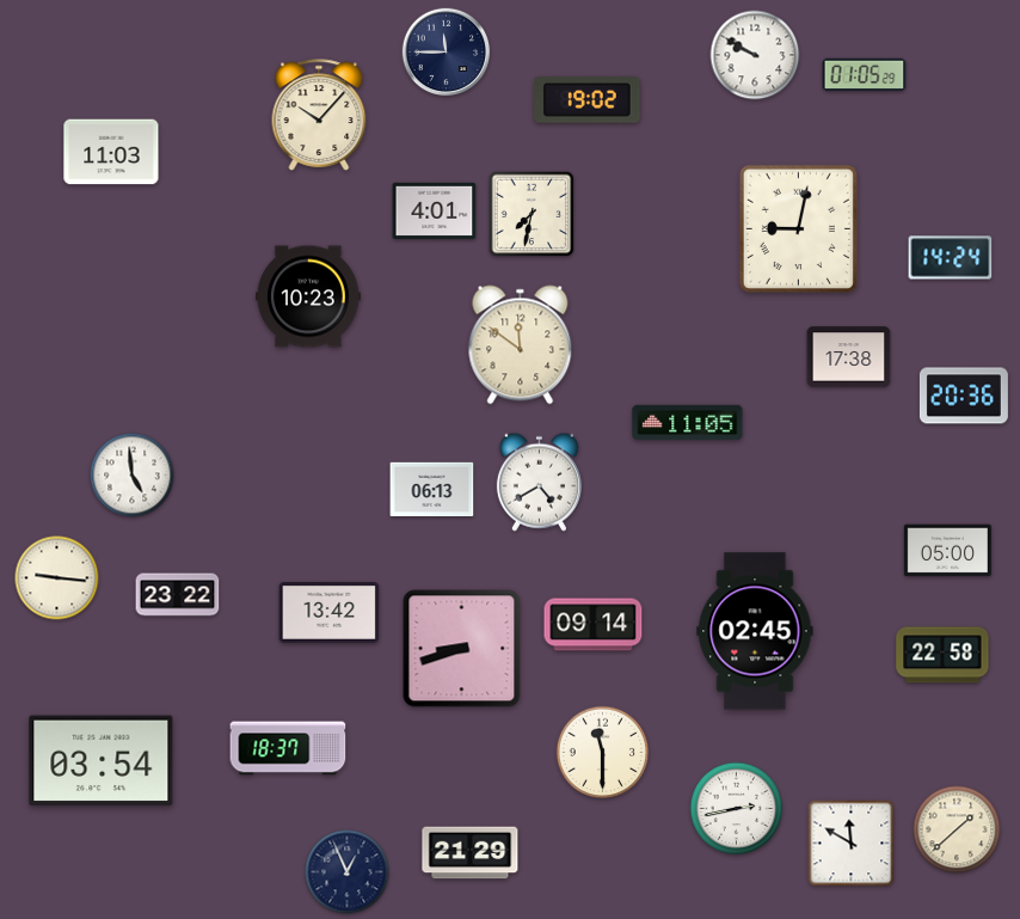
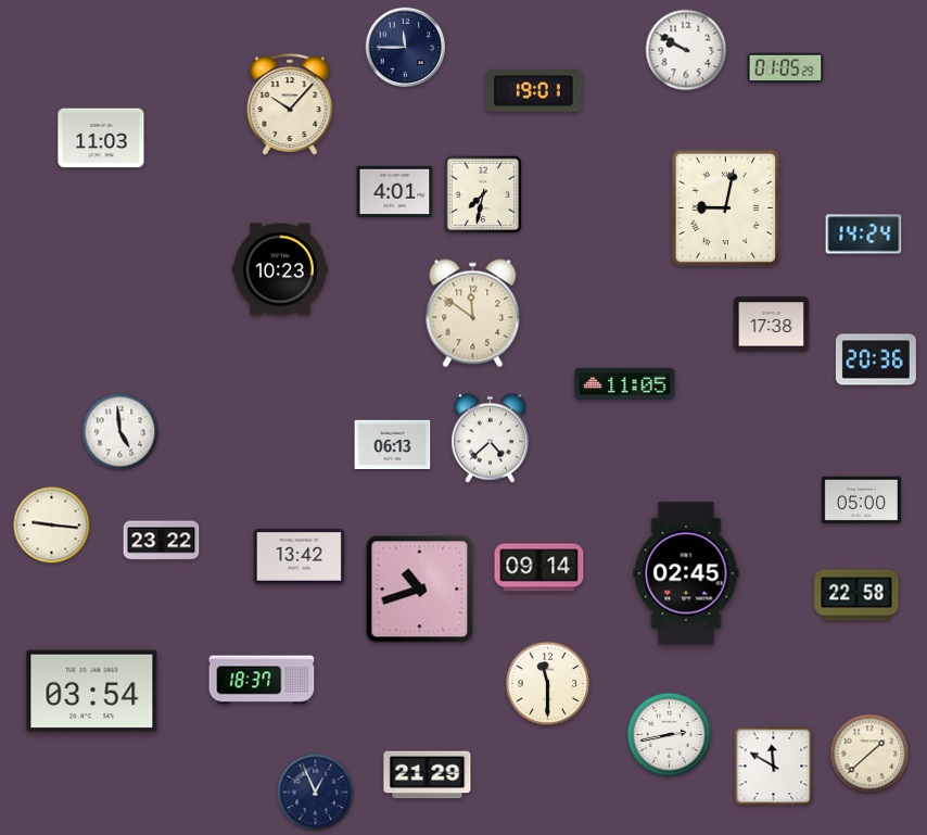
clock at (588, 100): 19:02 -> 19:01
clock at (539, 482): 4:40 -> 4:38
clock at (462, 649): 8:42 -> 10:42
